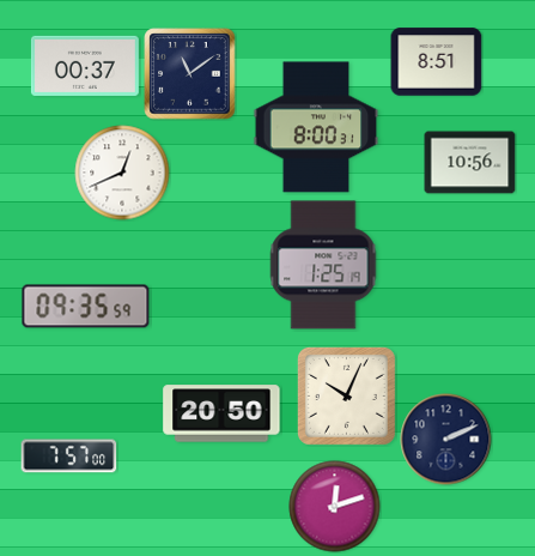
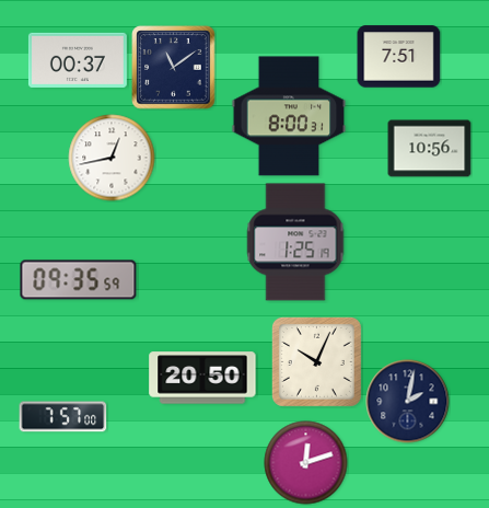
clock at (437, 62): 8:51 -> 7:51
clock at (122, 173): 12:41 -> 12:43
clock at (446, 440): 2:11 -> 2:02
